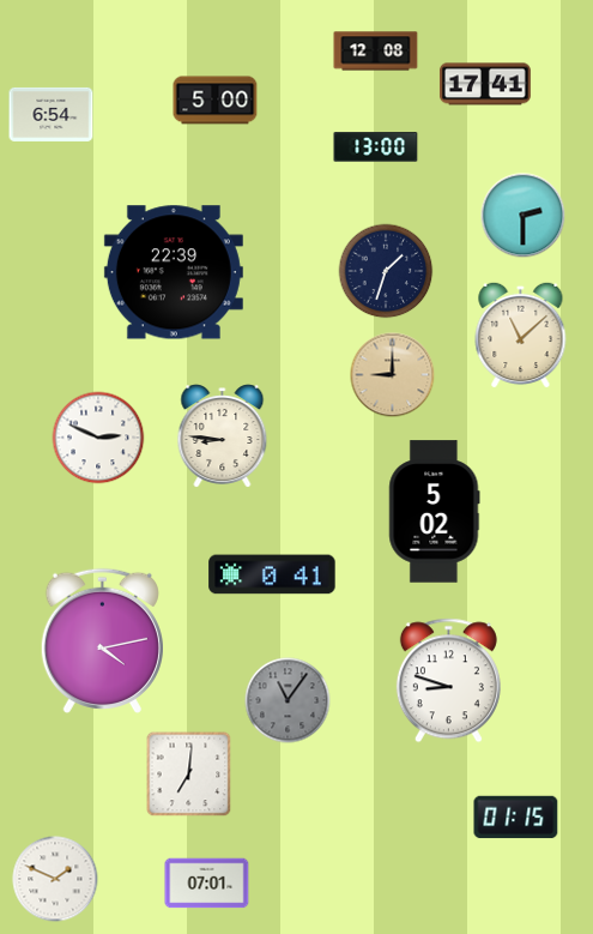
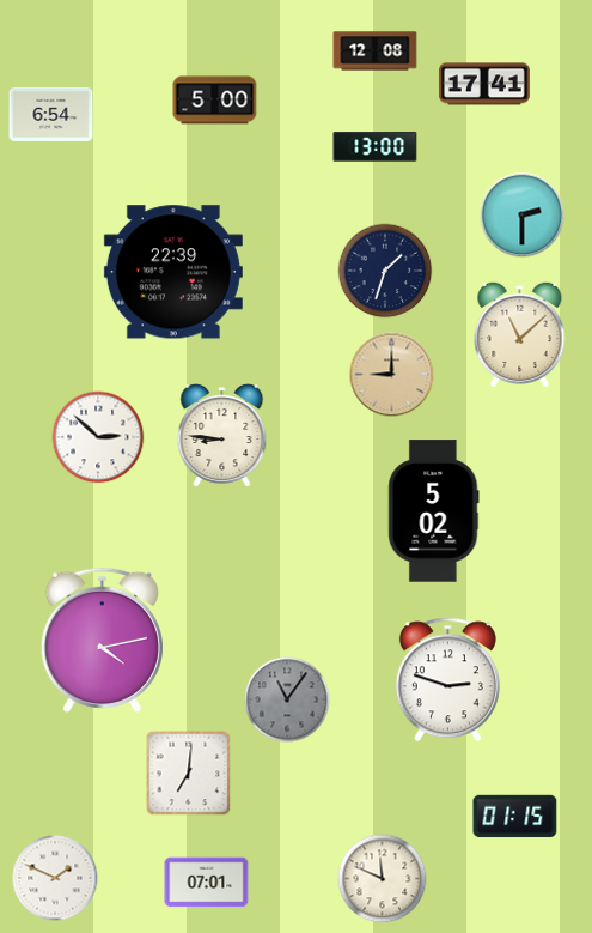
clock at (98, 438): 2:49 -> 2:52
clock at (272, 574): 0:41 -> none
clock at (448, 681): 8:48 -> 2:48
clock at (383, 879): none -> 11:49
